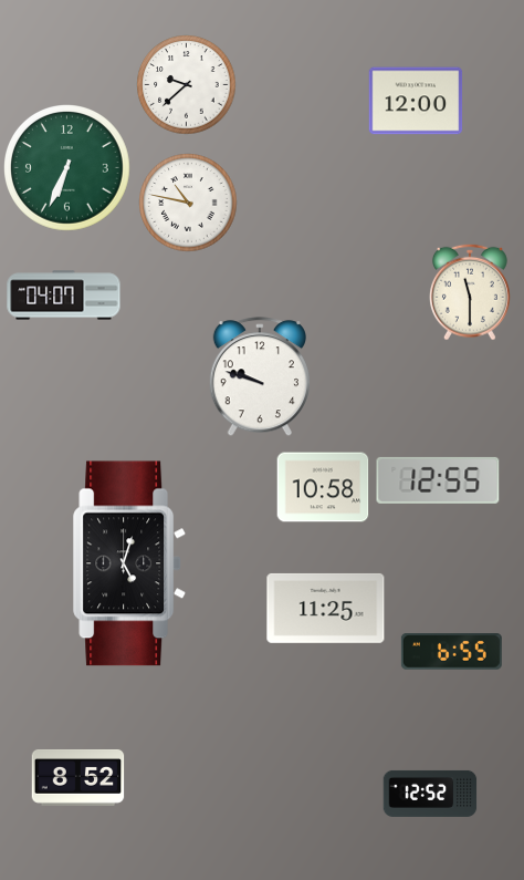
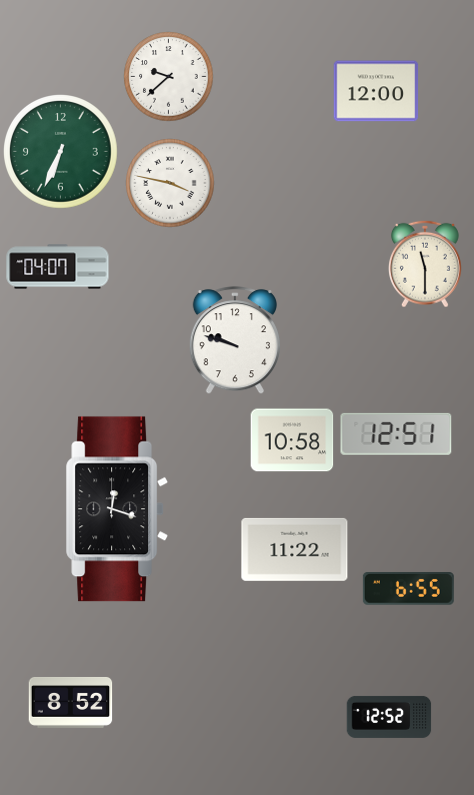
clock at (188, 203): 10:47 -> 3:47
clock at (438, 480): 12:55 -> 12:51
clock at (128, 563): 5:03 -> 12:18
clock at (326, 608): 11:25 -> 11:22
